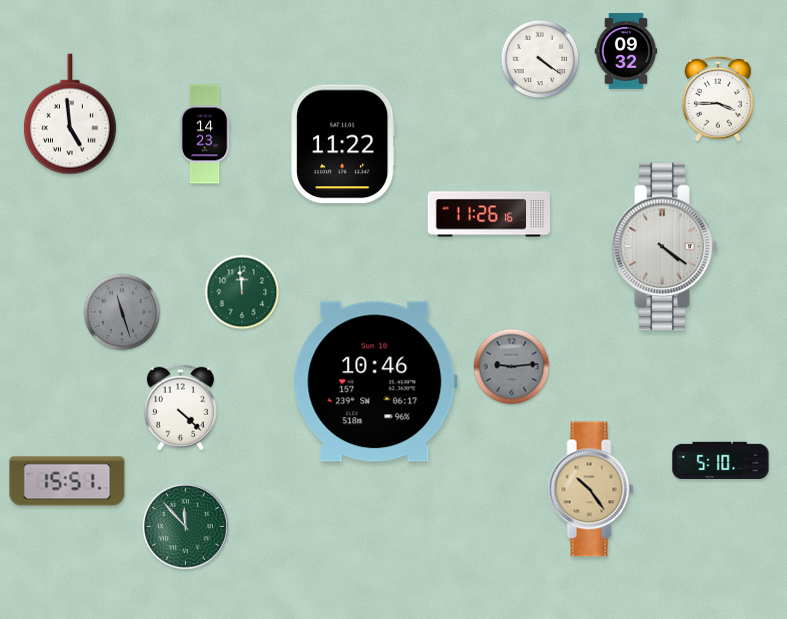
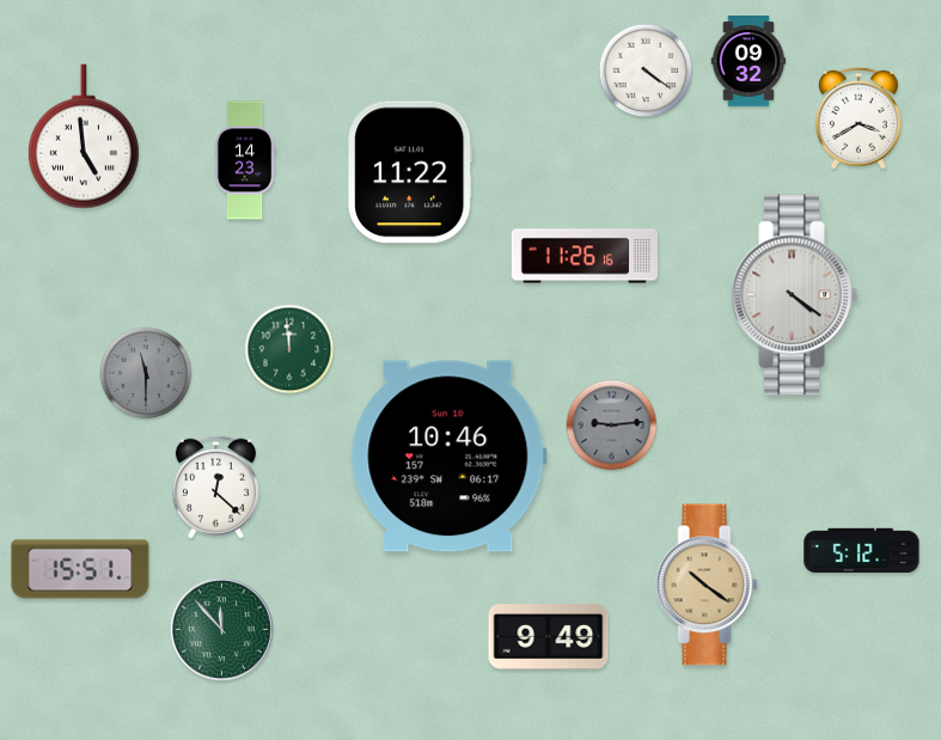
clock at (718, 99): 3:45 -> 3:40
clock at (122, 312): 11:27 -> 11:30
clock at (512, 367) position: (512, 367) -> (612, 426)
clock at (180, 407): 4:22 -> 12:22
clock at (721, 460): 5:10 -> 5:12
clock at (67, 481) position: (67, 481) -> (80, 569)
clock at (591, 489): 10:24 -> 10:21
clock at (549, 637): none -> 9:49
